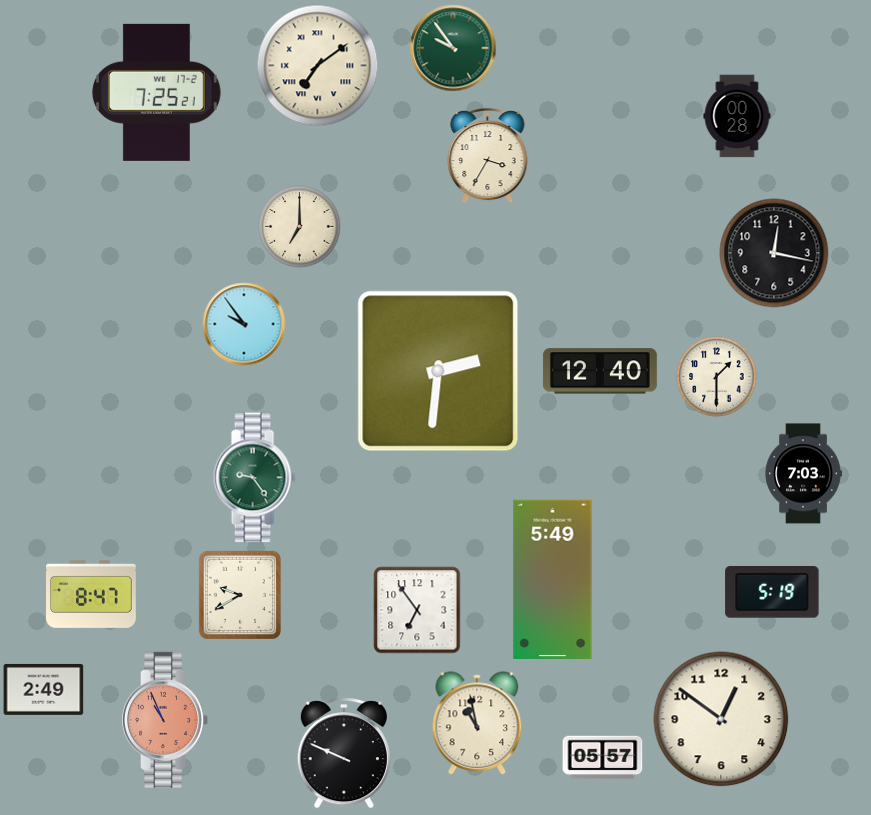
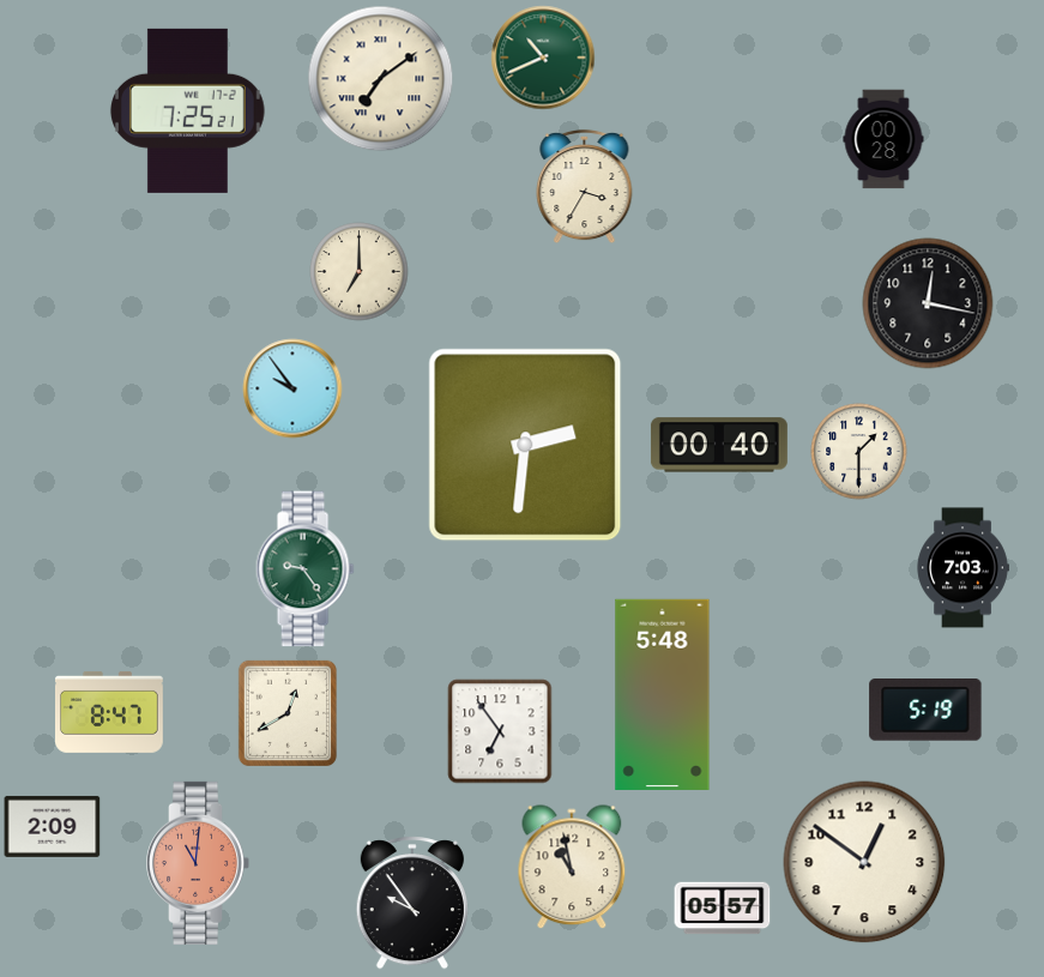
clock at (453, 48): 9:54 -> 10:41
clock at (600, 371): 12:40 -> 00:40
clock at (254, 478) position: (254, 478) -> (304, 569)
clock at (553, 579): 5:49 -> 5:48
clock at (240, 594): 9:40 -> 12:40
clock at (44, 689): 2:49 -> 2:09
clock at (166, 720): 10:56 -> 11:01
clock at (344, 754): 9:49 -> 9:54
